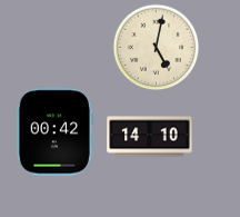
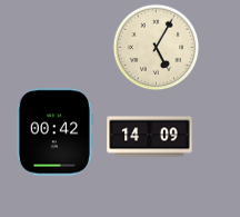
clock at (156, 47): 5:02 -> 5:05
clock at (150, 137): 14:10 -> 14:09
